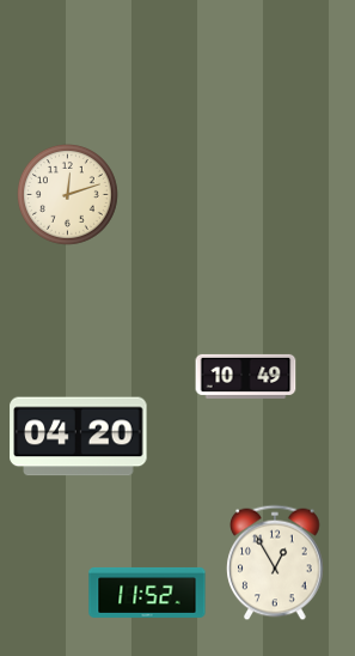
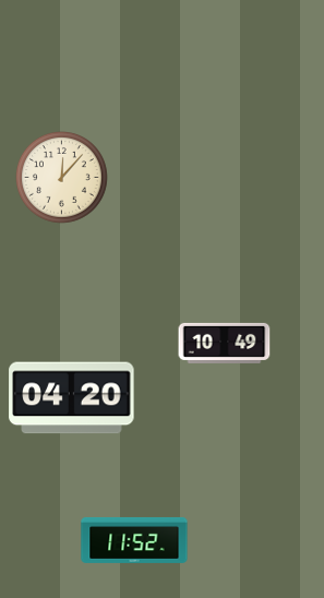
clock at (68, 195): 12:12 -> 12:07
clock at (275, 563): 12:55 -> none
